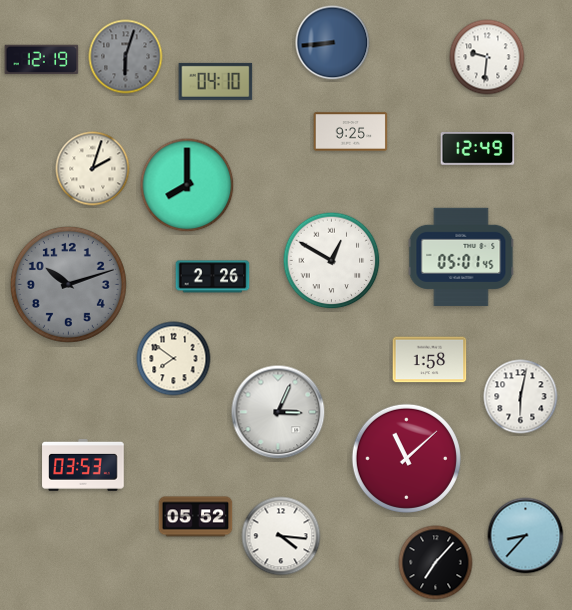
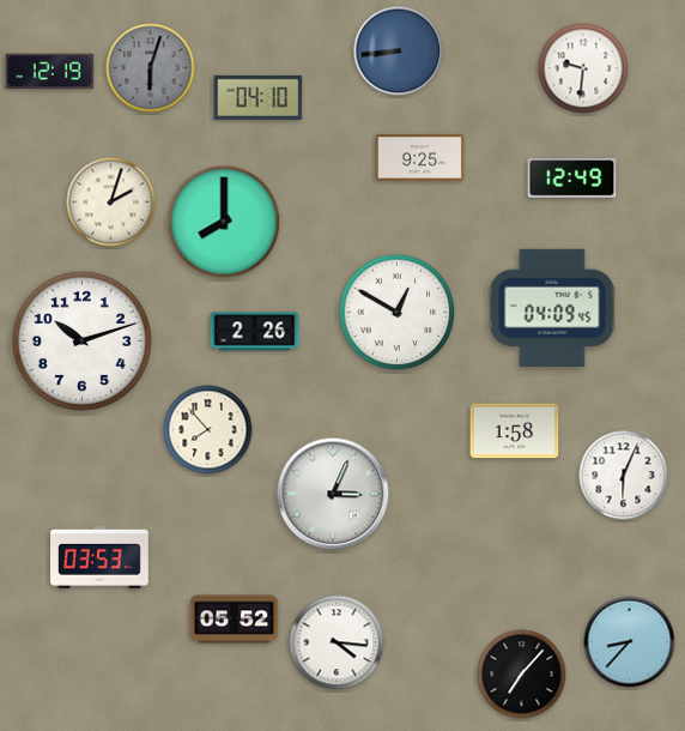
clock at (461, 256): 05:01 -> 04:09
clock at (68, 284) dial: grey -> white
clock at (174, 359): 7:51 -> 7:53
clock at (521, 397): 6:02 -> 6:04
clock at (406, 458): 11:08 -> none
